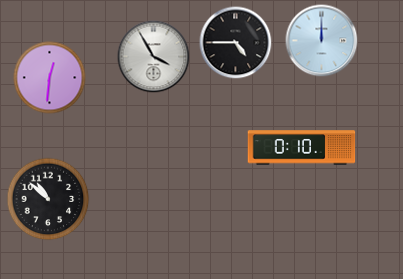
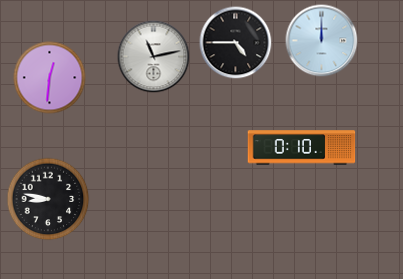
clock at (154, 57): 3:55 -> 11:13
clock at (48, 199): 10:52 -> 8:47
